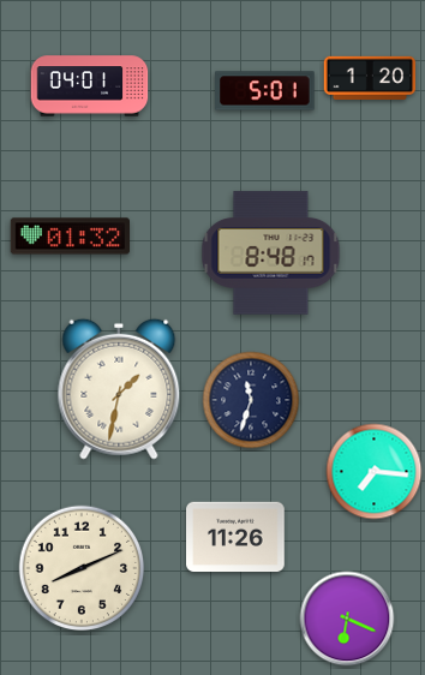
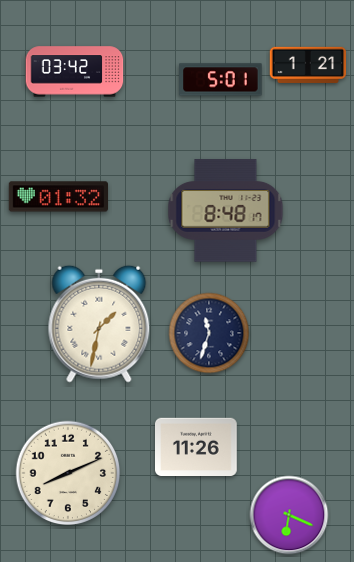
clock at (370, 78): 1:20 -> 1:21
clock at (90, 86): 04:01 -> 03:42
clock at (265, 91) position: (265, 91) -> (221, 80)
clock at (375, 472): 7:16 -> none
